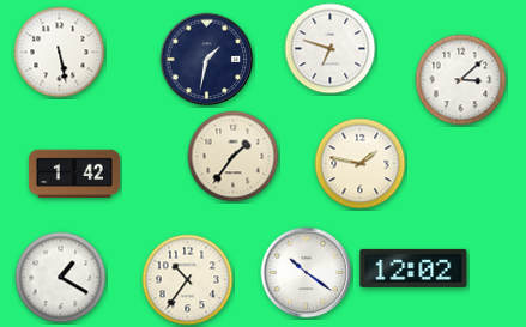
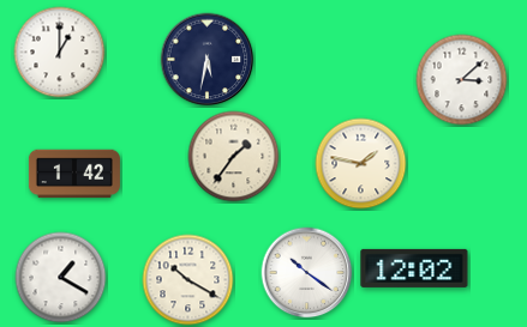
clock at (331, 49): 6:48 -> none
clock at (60, 53): 5:28 -> 1:00
clock at (207, 60): 1:32 -> 5:32
clock at (188, 280): 10:36 -> 10:20
